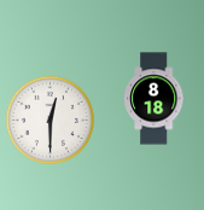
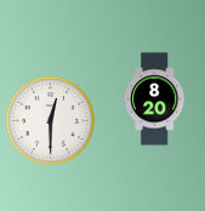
clock at (153, 99): 8:18 -> 8:20
